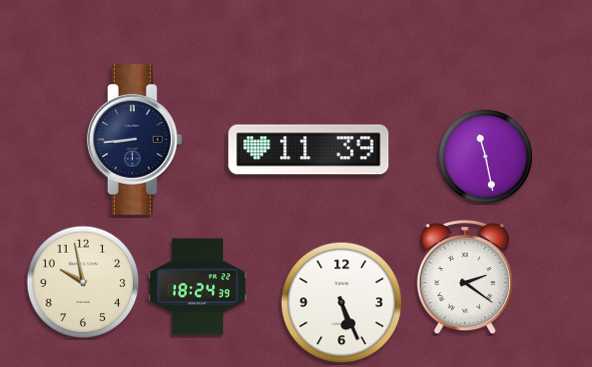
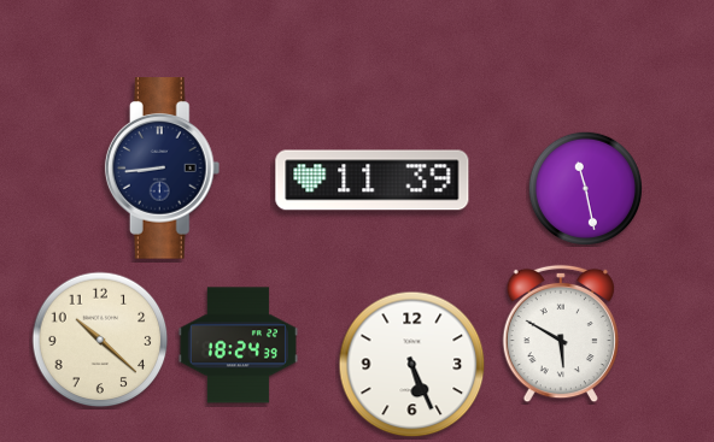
clock at (464, 277): 2:21 -> 5:50
clock at (83, 282): 9:58 -> 10:22
